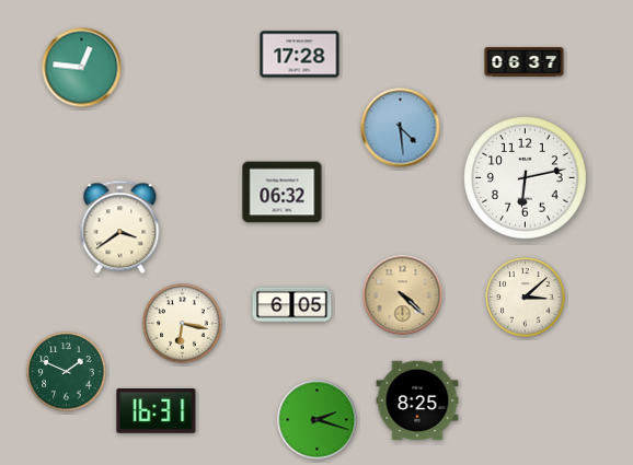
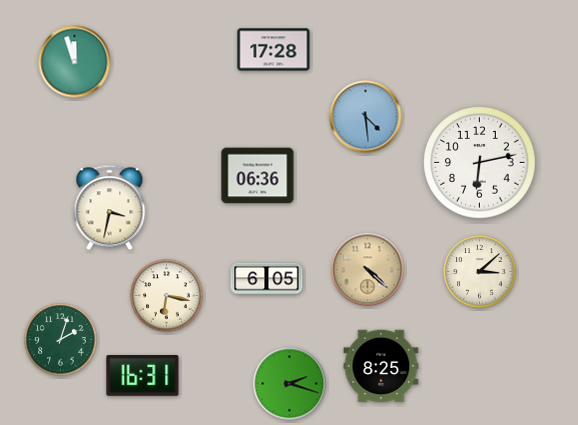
clock at (525, 62): 06:37 -> none
clock at (82, 68): 12:46 -> 11:57
clock at (283, 193): 06:32 -> 06:36
clock at (120, 228): 3:39 -> 3:32
clock at (67, 372): 1:49 -> 2:03
